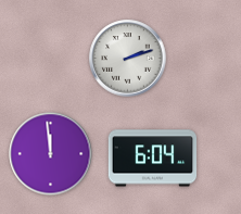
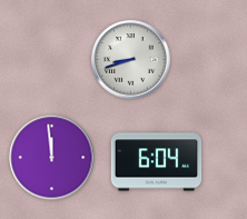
clock at (128, 59): 2:12 -> 8:42
